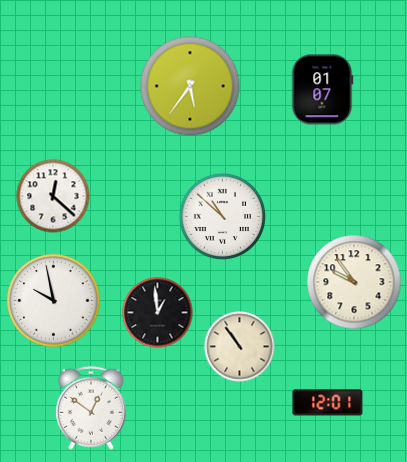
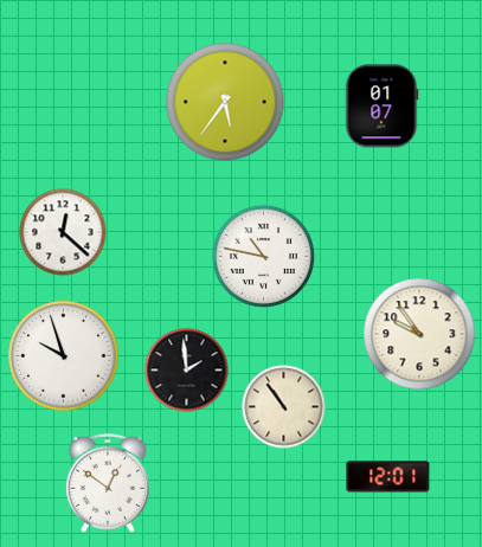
clock at (222, 216): 10:52 -> 10:47
clock at (54, 301): 9:58 -> 9:57
clock at (158, 313): 12:59 -> 1:59
clock at (240, 347) position: (240, 347) -> (284, 407)
